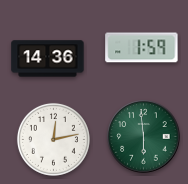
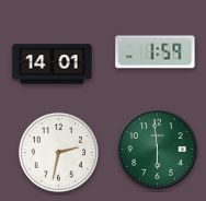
clock at (48, 59): 14:36 -> 14:01
clock at (53, 139): 12:13 -> 2:32
